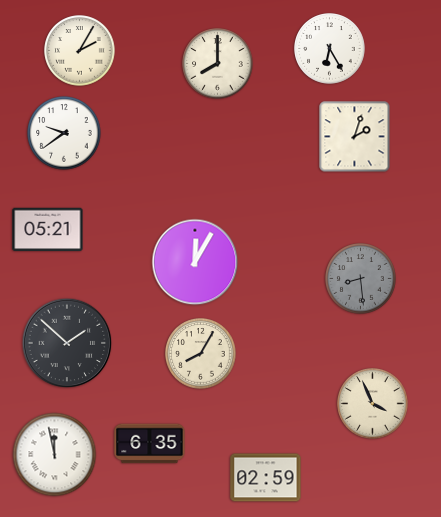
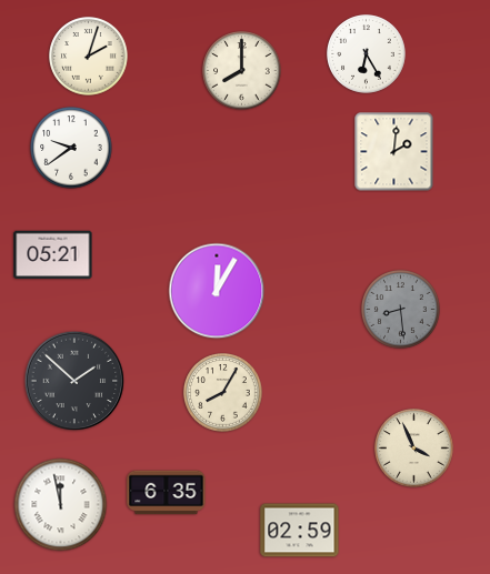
clock at (80, 51): 2:05 -> 2:03
clock at (355, 137): 2:03 -> 2:01
clock at (266, 478) position: (266, 478) -> (300, 531)
